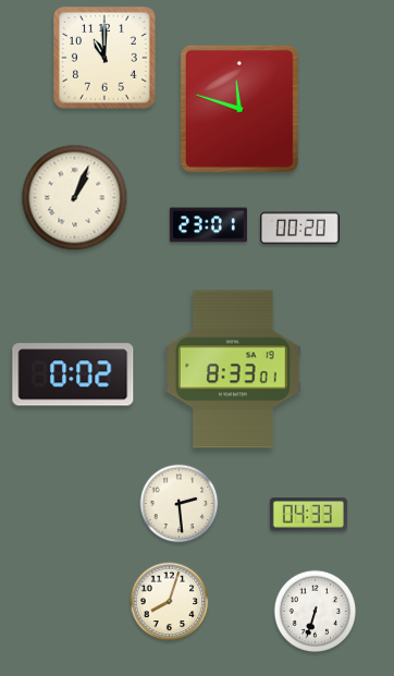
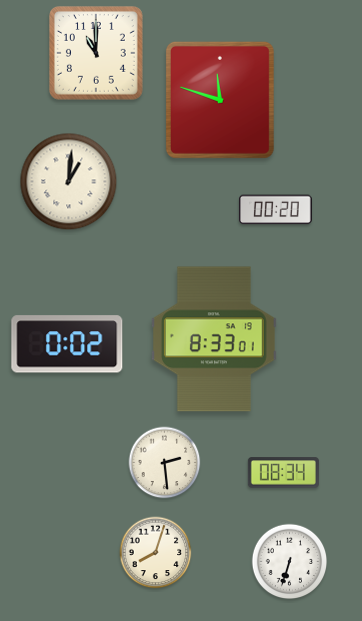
clock at (75, 198): 1:04 -> 1:01
clock at (208, 225): 23:01 -> none
clock at (308, 515): 04:33 -> 08:34
